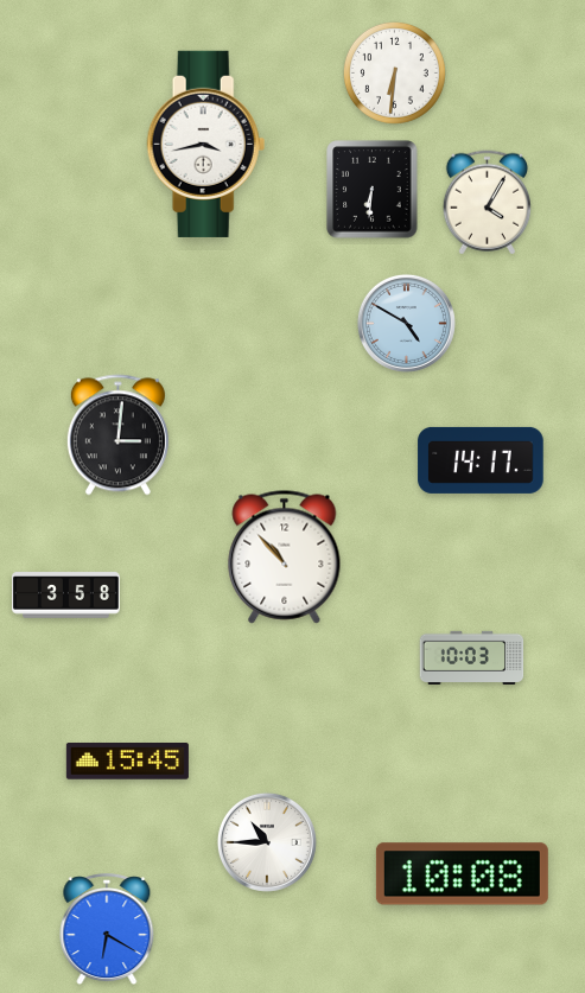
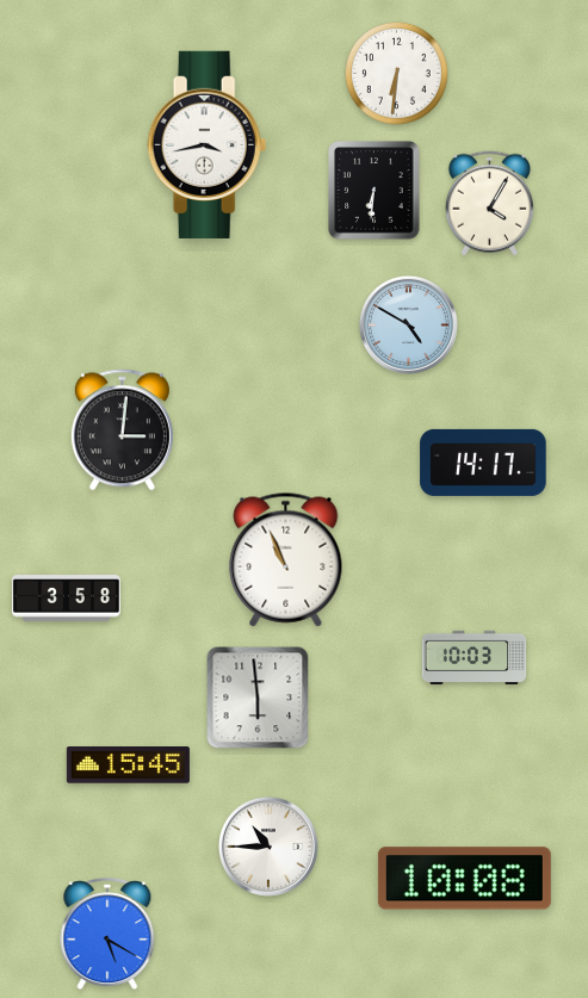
clock at (117, 435) position: (117, 435) -> (122, 430)
clock at (285, 558): 10:53 -> 10:56
clock at (472, 657) position: (472, 657) -> (475, 657)
clock at (258, 698): none -> 5:59
clock at (107, 930): 6:20 -> 5:20
